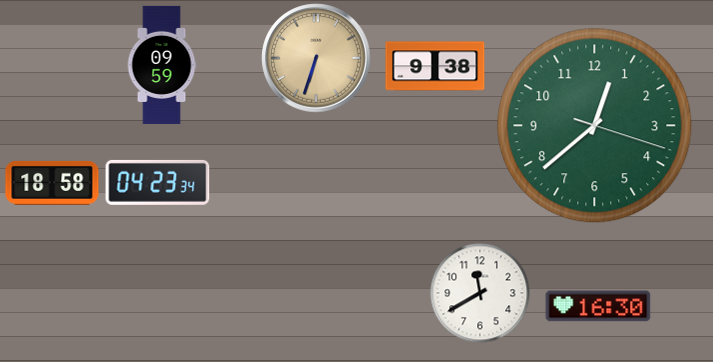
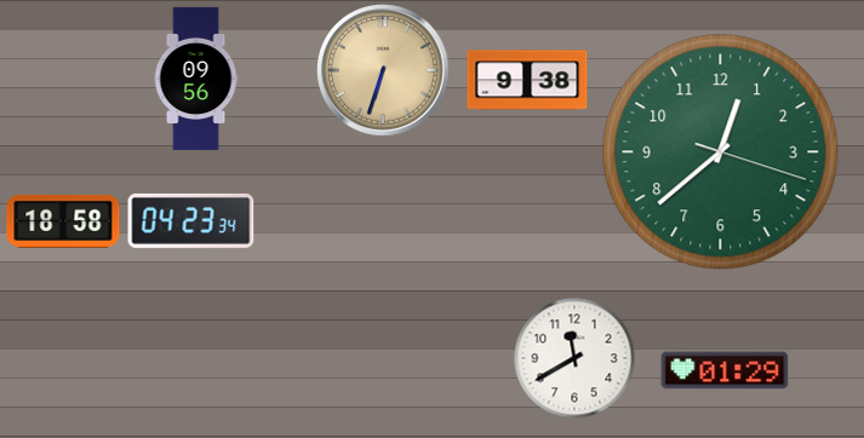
clock at (162, 65): 09:59 -> 09:56
clock at (480, 293) position: (480, 293) -> (574, 358)
clock at (598, 306): 16:30 -> 01:29
